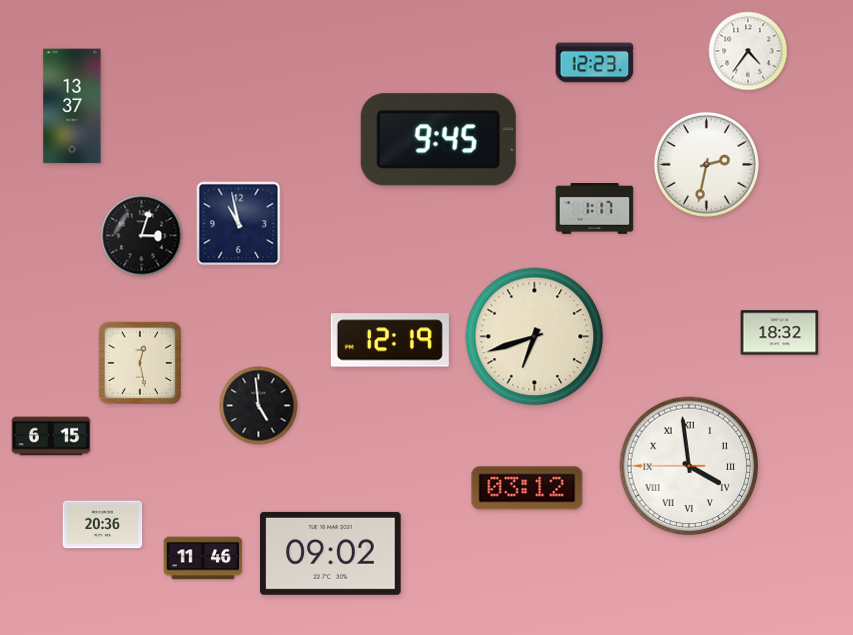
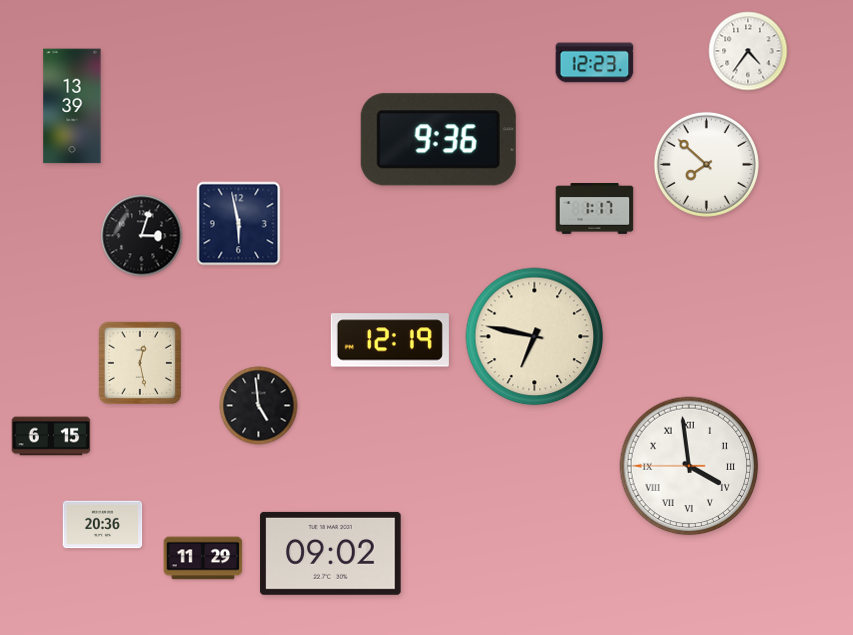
clock at (72, 106): 13:37 -> 13:39
clock at (438, 140): 9:45 -> 9:36
clock at (706, 164): 2:32 -> 7:52
clock at (239, 224): 10:58 -> 5:58
clock at (780, 333): 18:32 -> none
clock at (535, 337): 6:42 -> 6:47
clock at (527, 488): 03:12 -> none
clock at (203, 558): 11:46 -> 11:29
